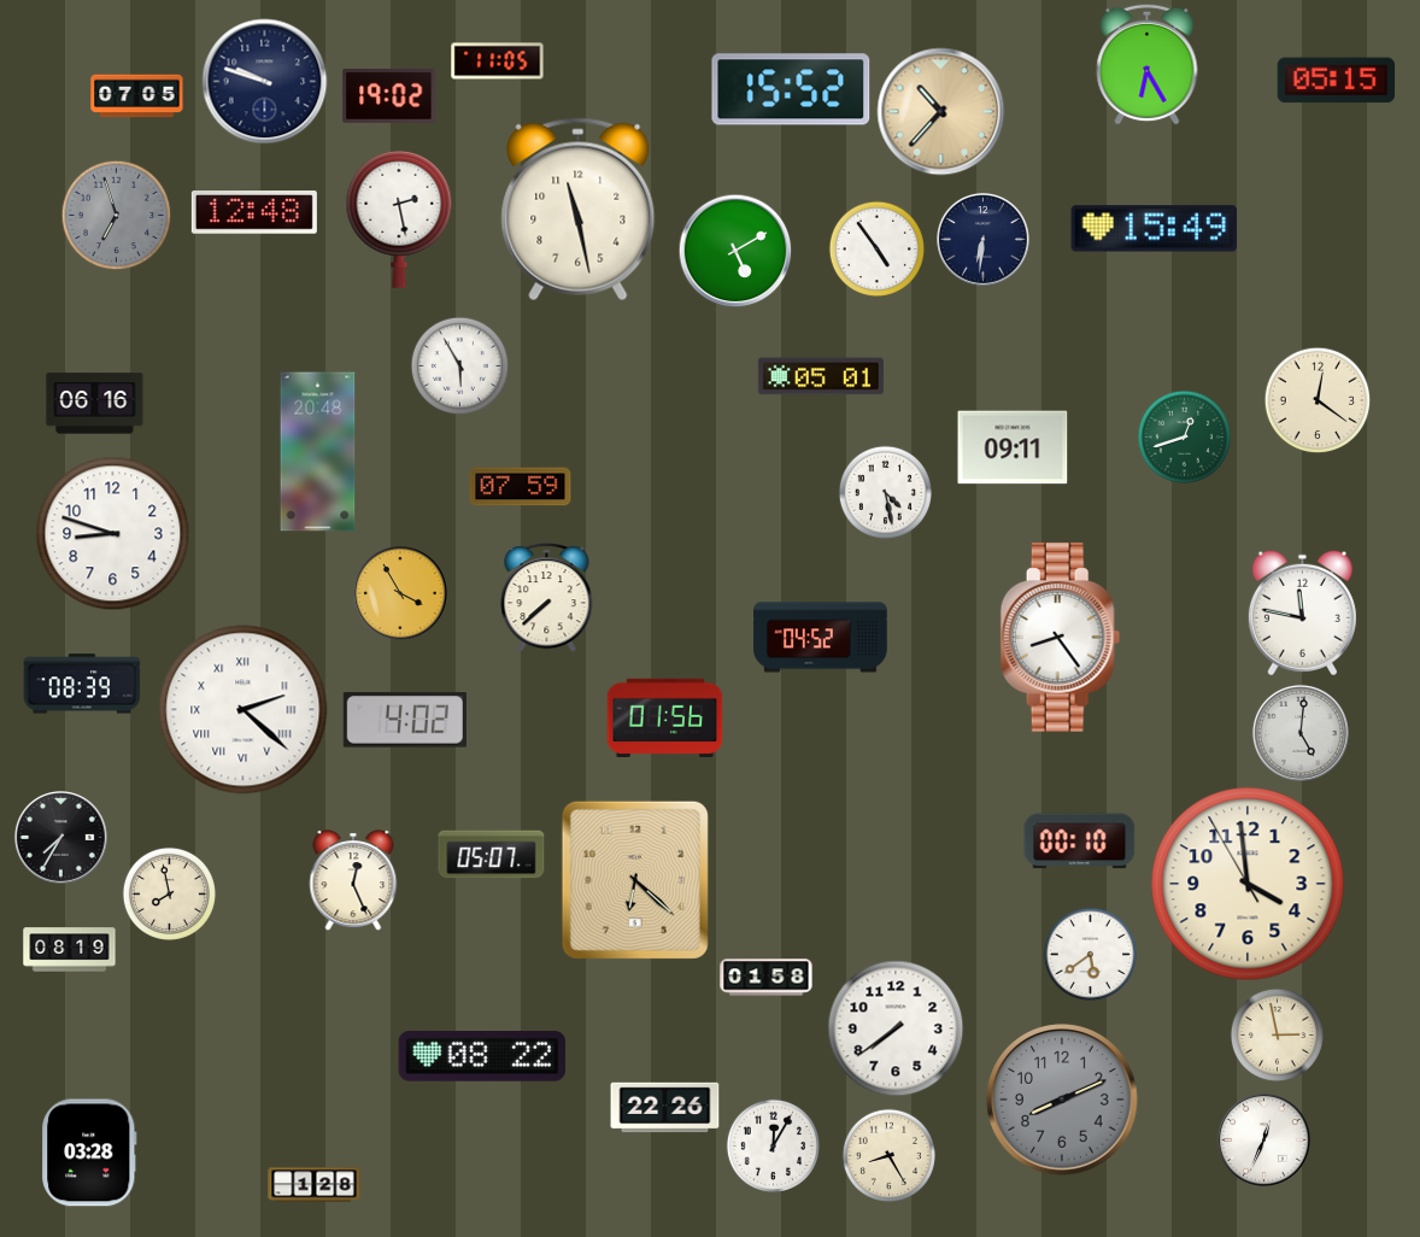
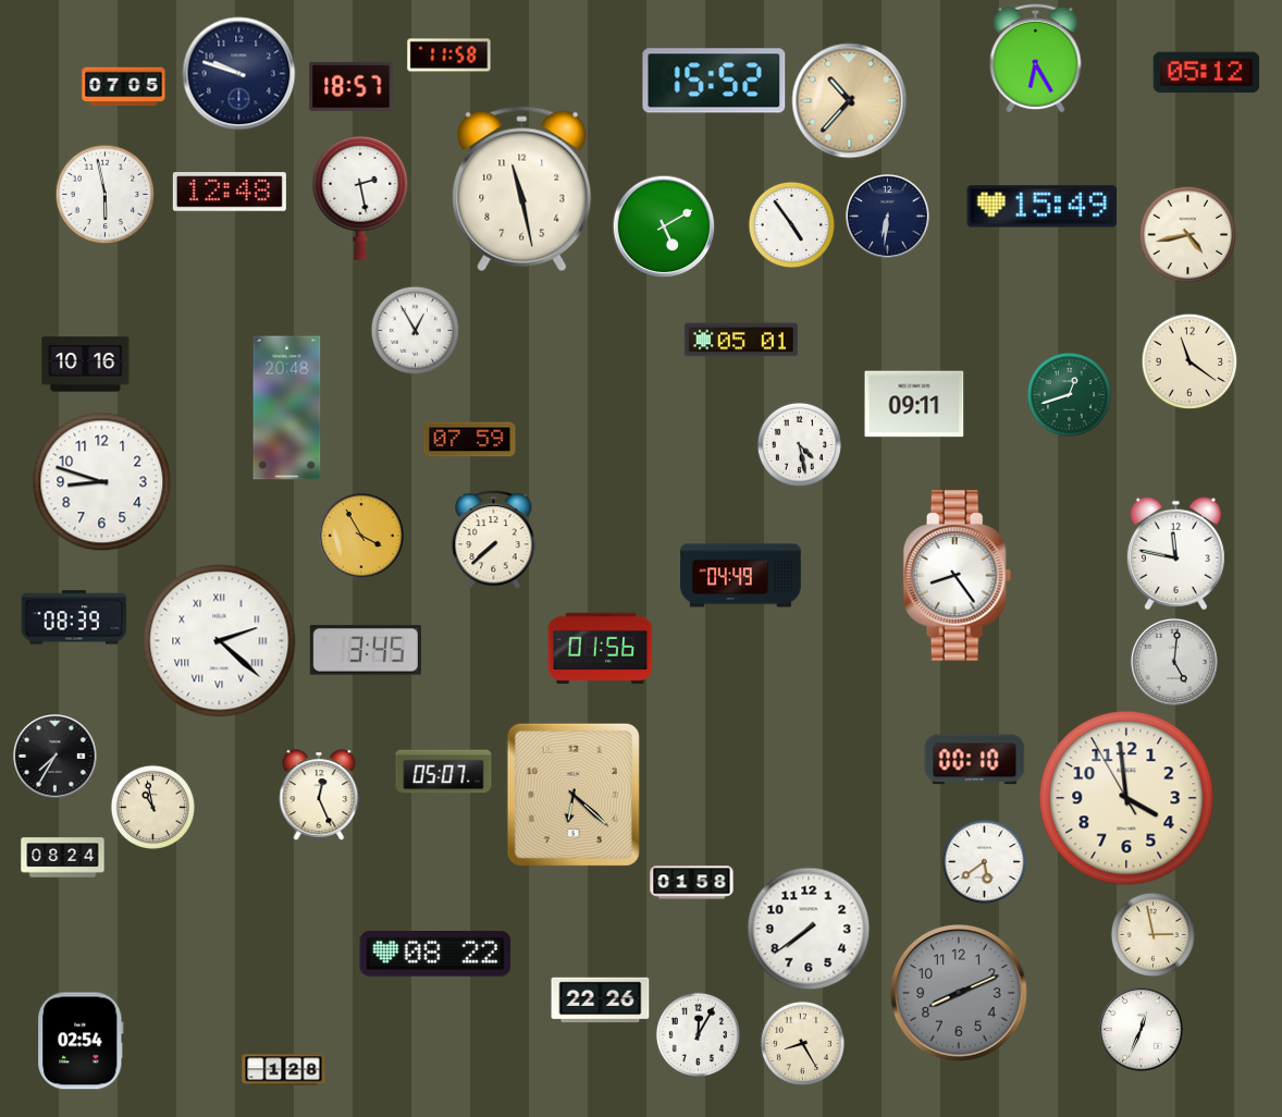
clock at (498, 61): 11:05 -> 11:58
clock at (1337, 81): 05:15 -> 05:12
clock at (389, 96): 19:02 -> 18:57
clock at (116, 215): 6:57 -> 5:58
clock at (116, 215) dial: grey -> white
clock at (1187, 234): none -> 4:43
clock at (459, 365): 5:55 -> 12:55
clock at (1318, 400): 12:21 -> 11:21
clock at (95, 404): 06:16 -> 10:16
clock at (821, 638): 04:52 -> 04:49
clock at (405, 720): 4:02 -> 3:45
clock at (169, 893): 7:58 -> 10:58
clock at (70, 950): 08:19 -> 08:24
clock at (89, 1153): 03:28 -> 02:54
